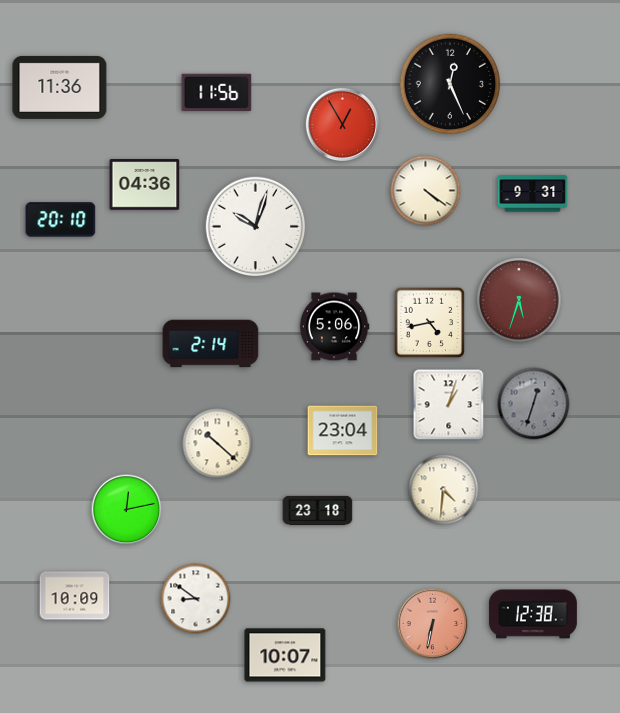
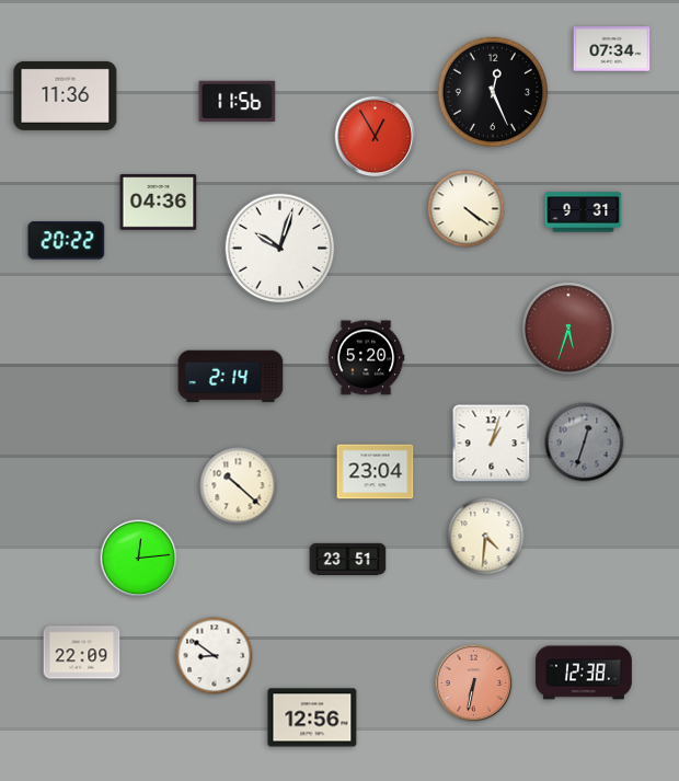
clock at (612, 49): none -> 07:34
clock at (61, 220): 20:10 -> 20:22
clock at (429, 322): 4:43 -> none
clock at (334, 327): 5:06 -> 5:20
clock at (127, 510): 12:13 -> 12:14
clock at (318, 511): 23:18 -> 23:51
clock at (75, 596): 10:09 -> 22:09
clock at (285, 655): 10:07 -> 12:56
